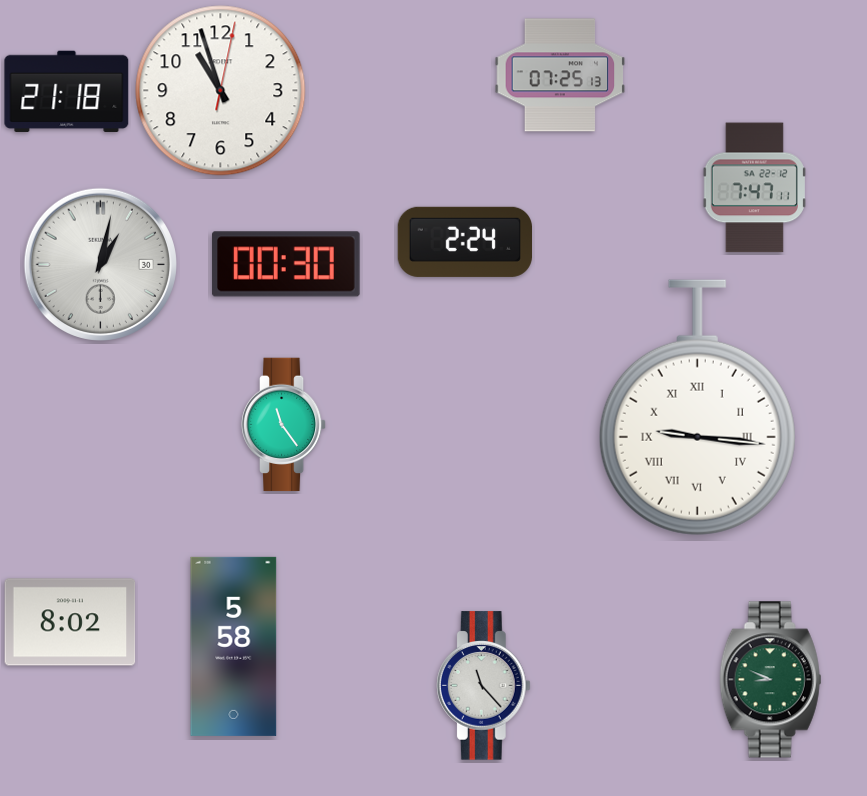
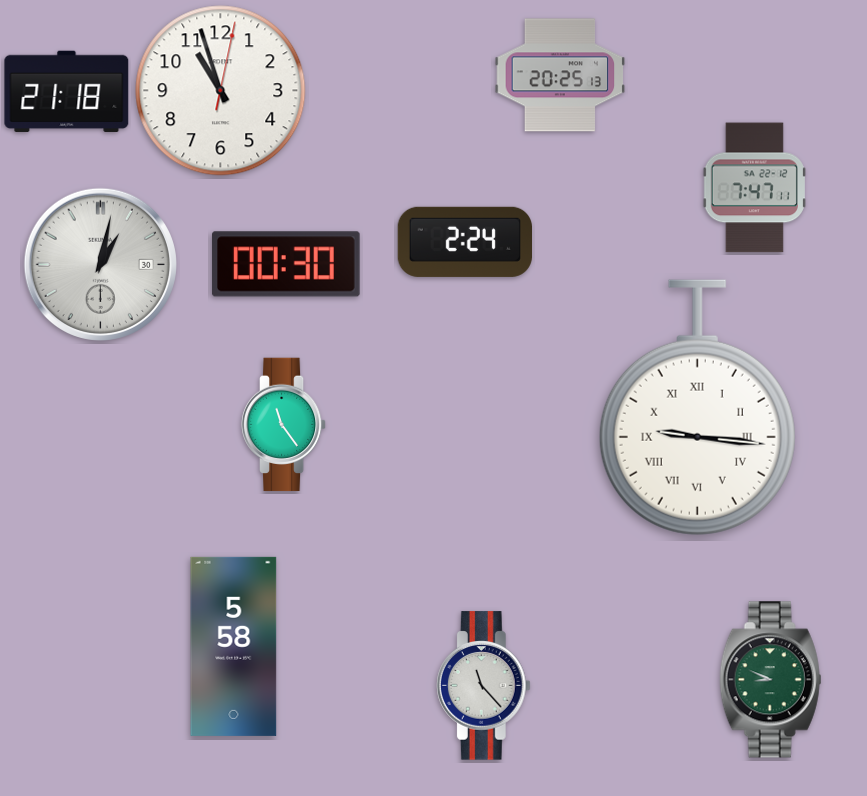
clock at (560, 75): 07:25 -> 20:25
clock at (70, 622): 8:02 -> none
